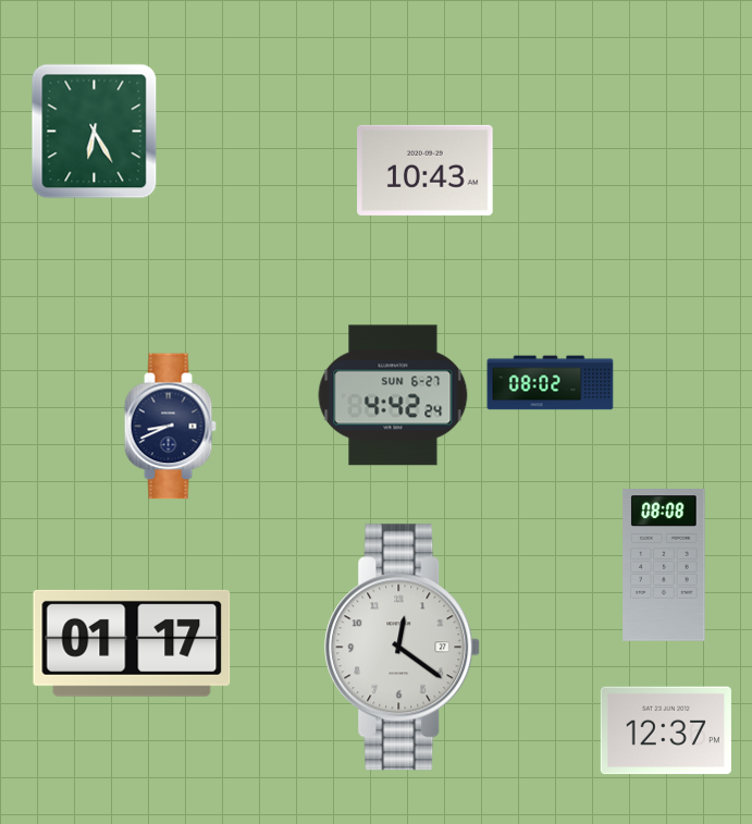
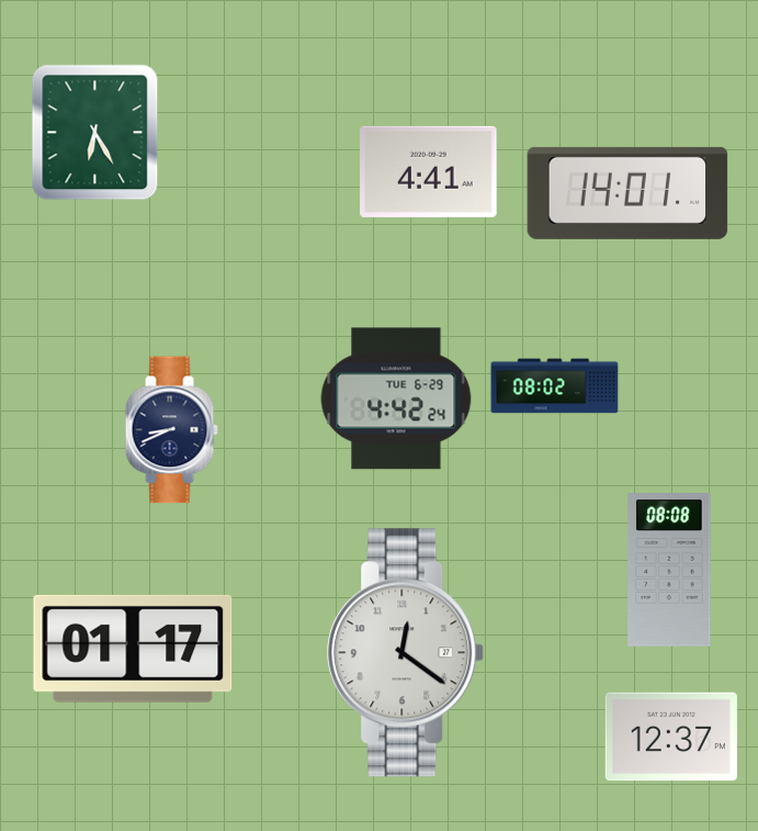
clock at (426, 170): 10:43 -> 4:41
clock at (627, 193): none -> 14:01
clock at (393, 395) date: SUN 6-27 -> TUE 6-29
